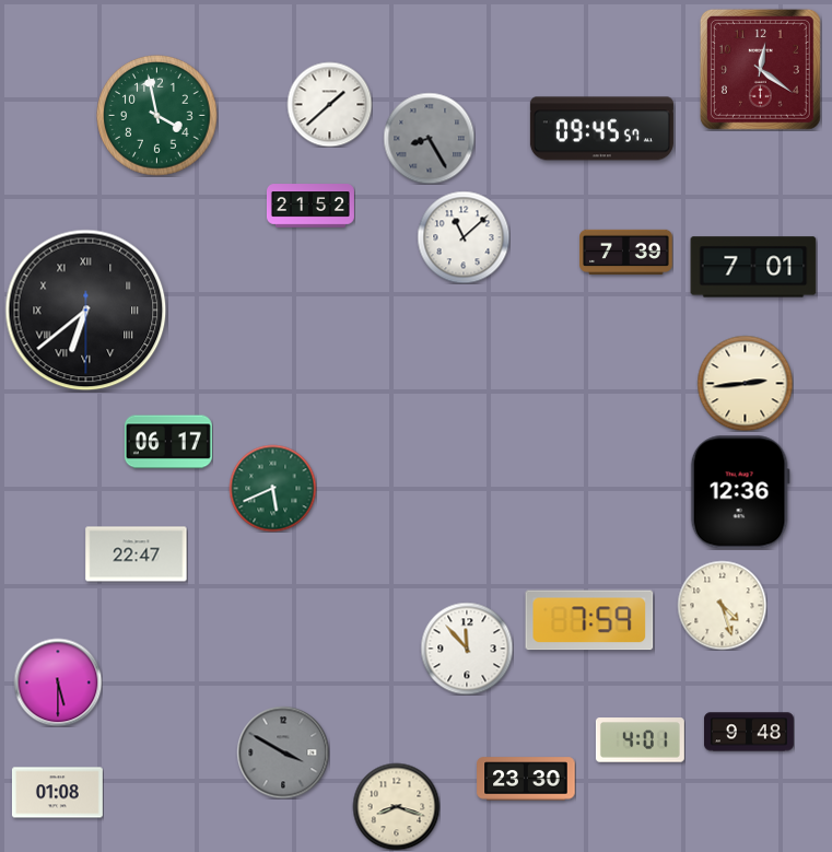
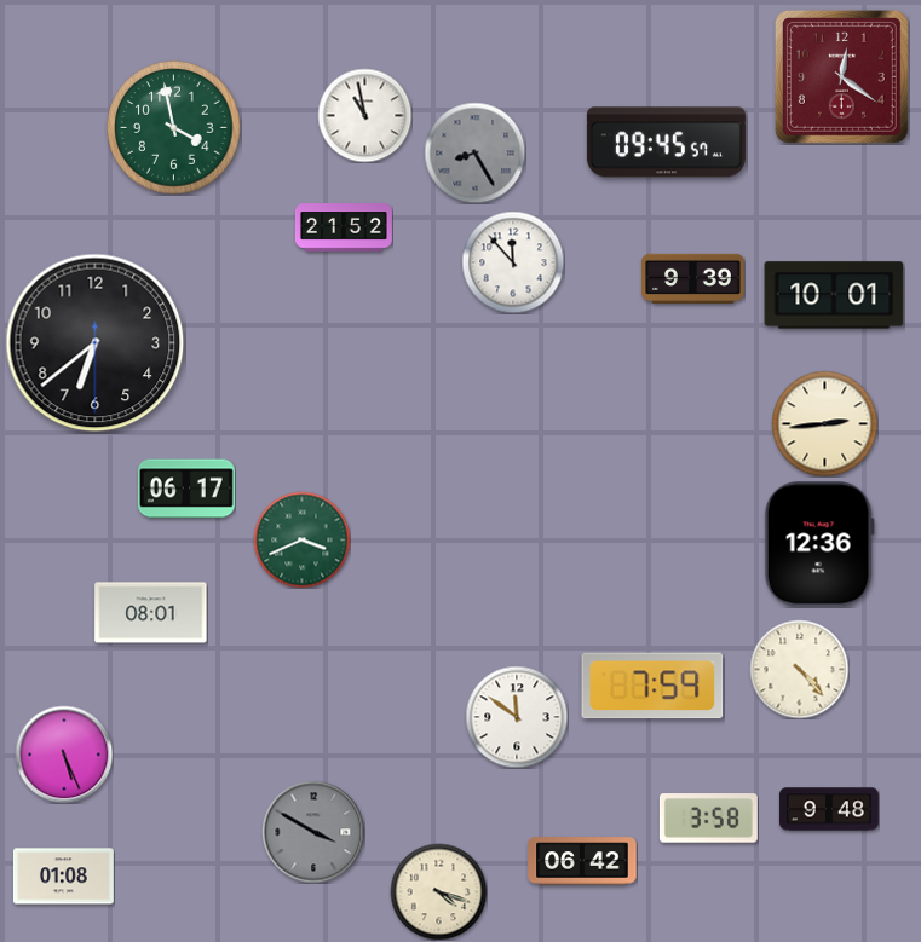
clock at (329, 104): 1:38 -> 10:58
clock at (464, 237): 11:08 -> 11:53
clock at (626, 252): 7:39 -> 9:39
clock at (753, 267): 7:01 -> 10:01
clock at (86, 311) numerals: Roman -> Arabic
clock at (272, 488): 5:41 -> 3:41
clock at (137, 555): 22:47 -> 08:01
clock at (722, 605): 4:27 -> 4:23
clock at (467, 649): 11:53 -> 11:51
clock at (58, 682): 5:30 -> 5:26
clock at (640, 740): 4:01 -> 3:58
clock at (526, 779): 23:30 -> 06:42
clock at (396, 806): 8:18 -> 4:18
